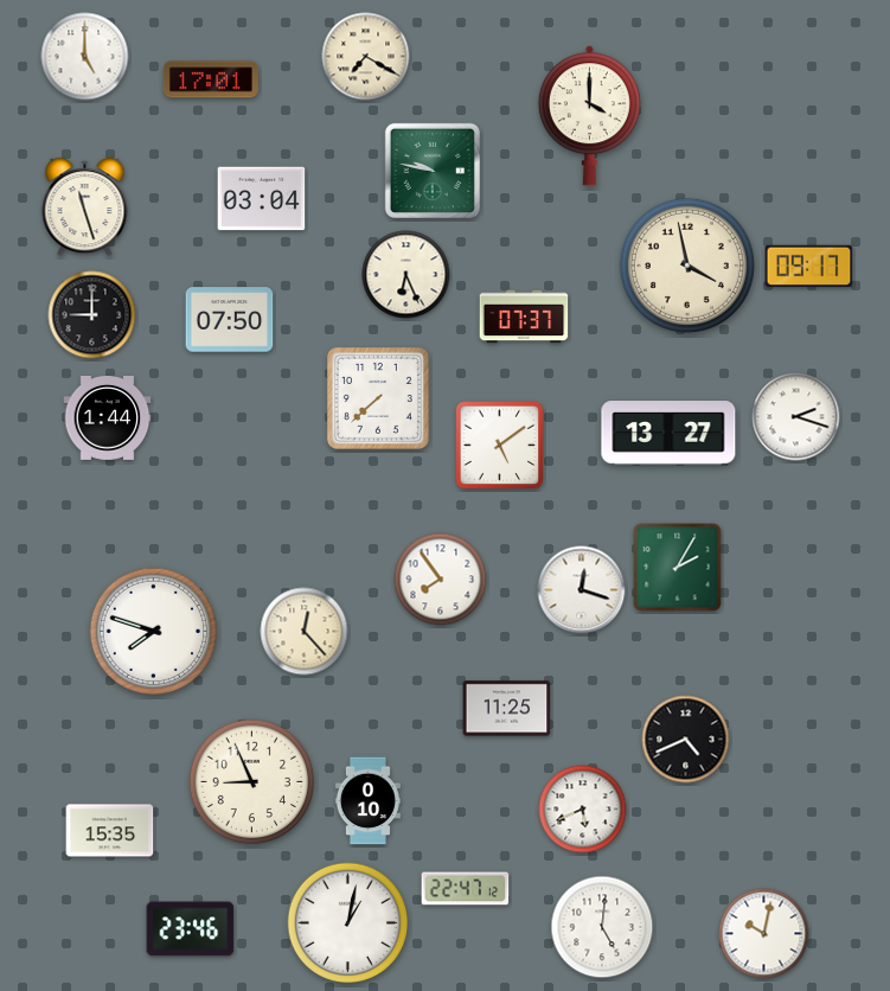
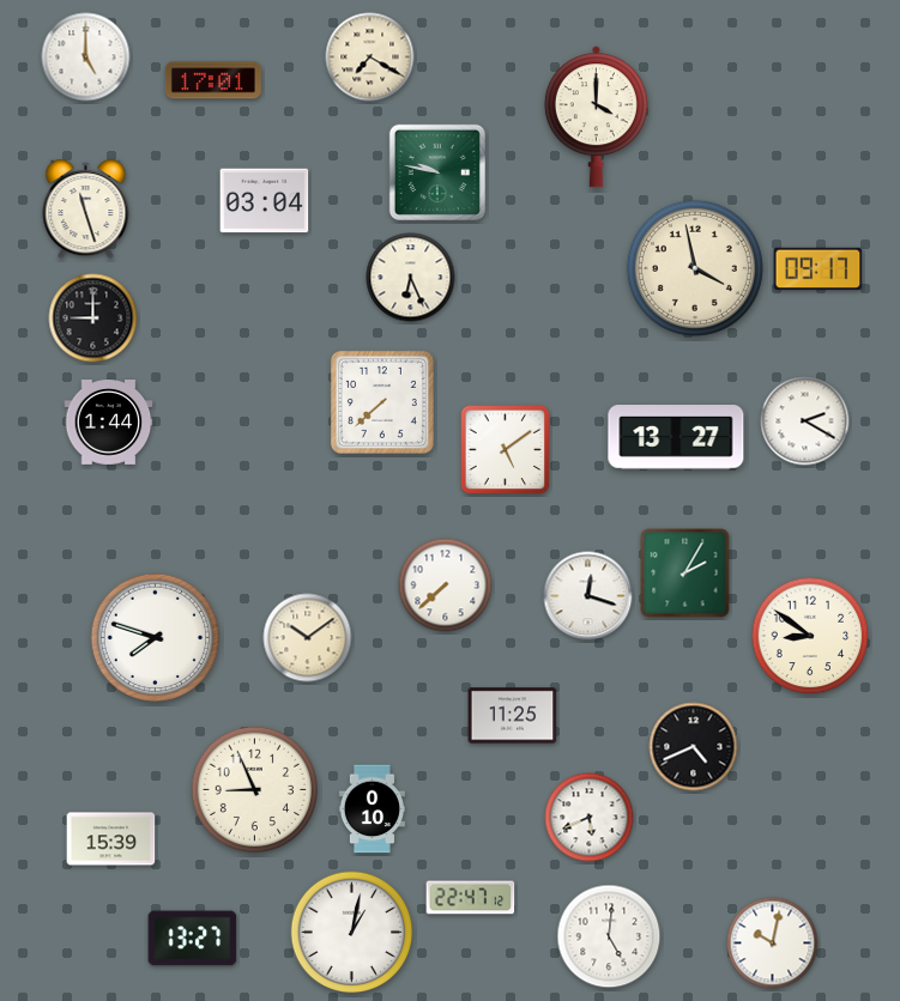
clock at (524, 317): 07:37 -> none
clock at (230, 320): 07:50 -> none
clock at (796, 417): 2:18 -> 2:20
clock at (441, 580): 7:54 -> 7:38
clock at (810, 636): none -> 8:51
clock at (305, 632): 12:23 -> 10:09
clock at (110, 831): 15:35 -> 15:39
clock at (191, 929): 23:46 -> 13:27
